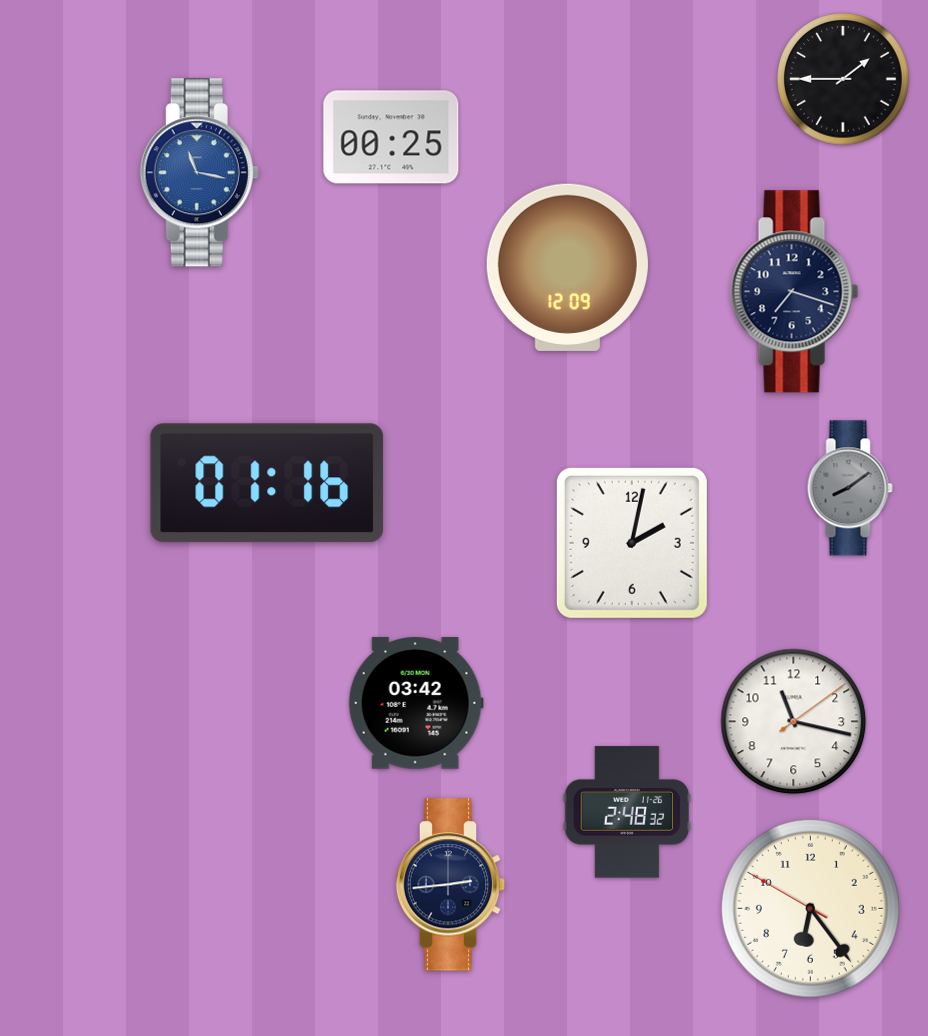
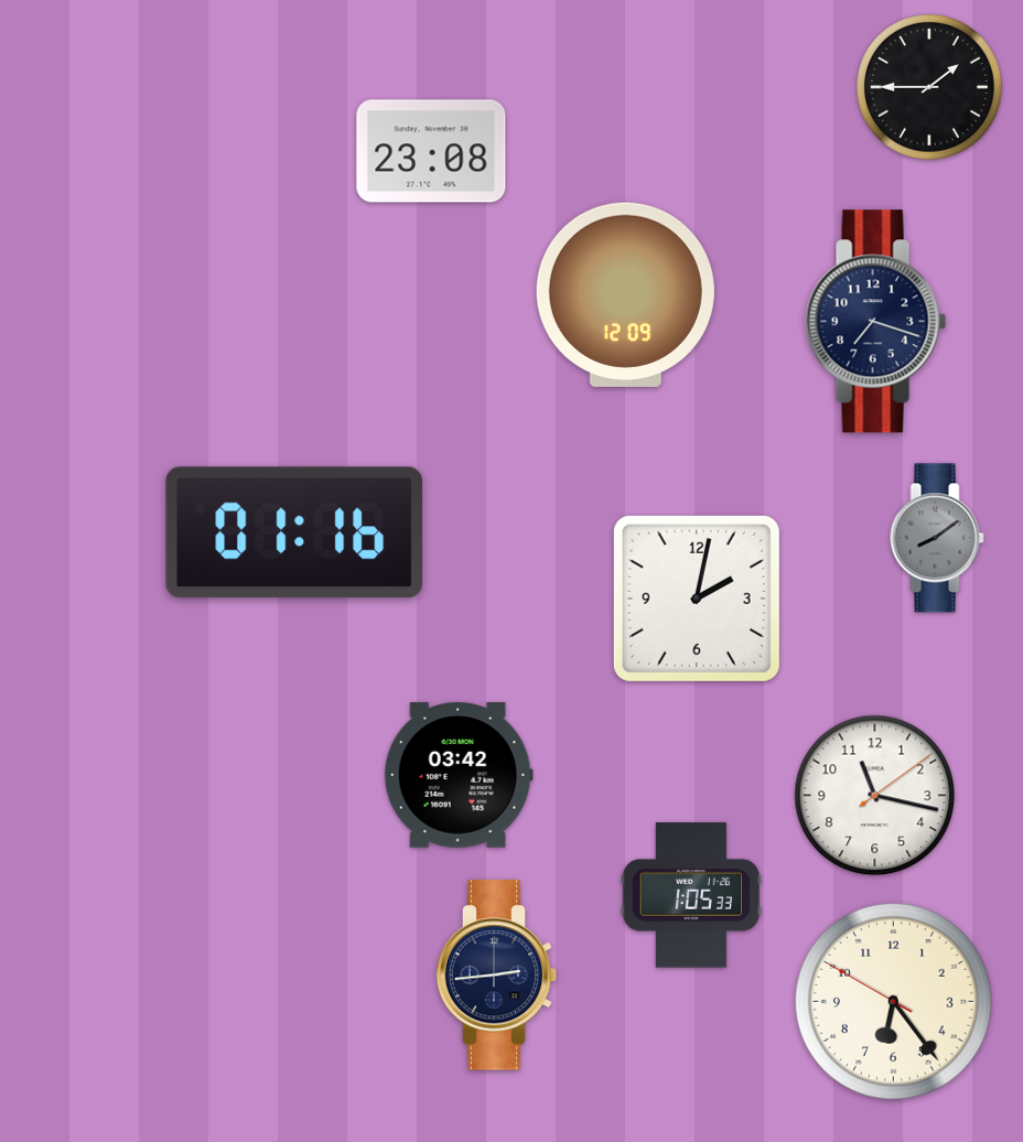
clock at (391, 137): 00:25 -> 23:08
clock at (199, 173): 11:17 -> none
clock at (627, 812): 2:48 -> 1:05
